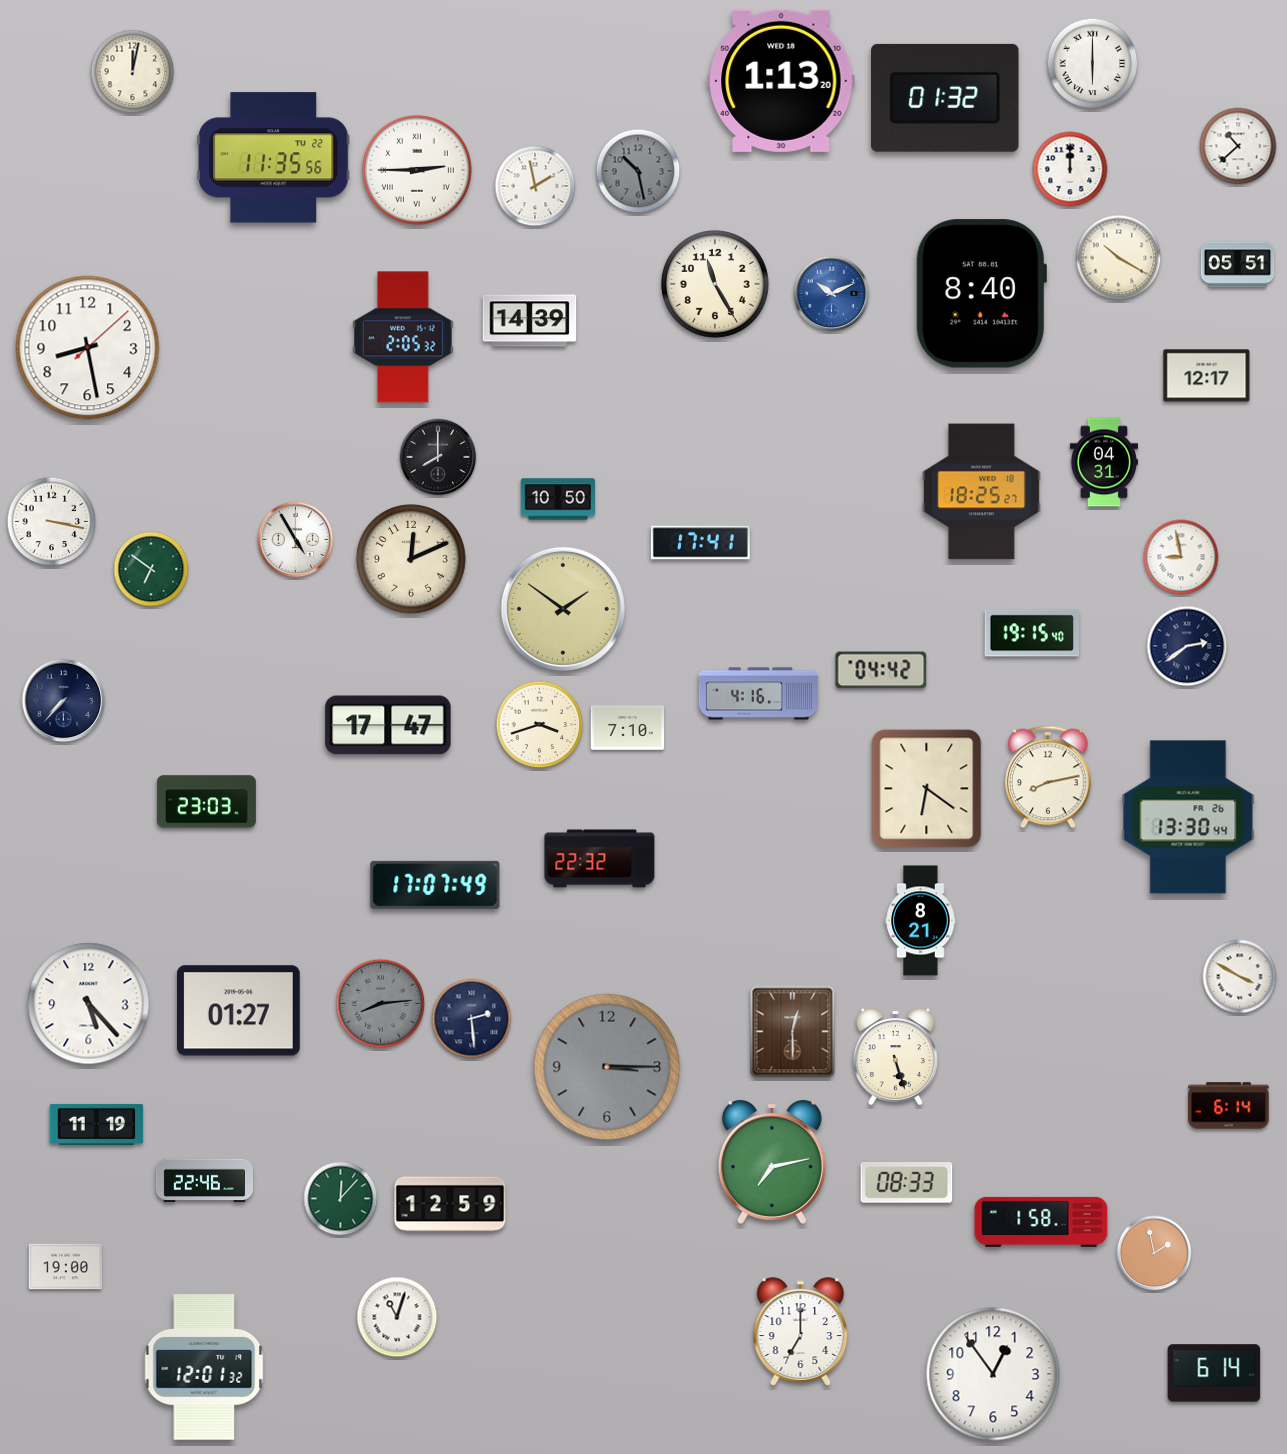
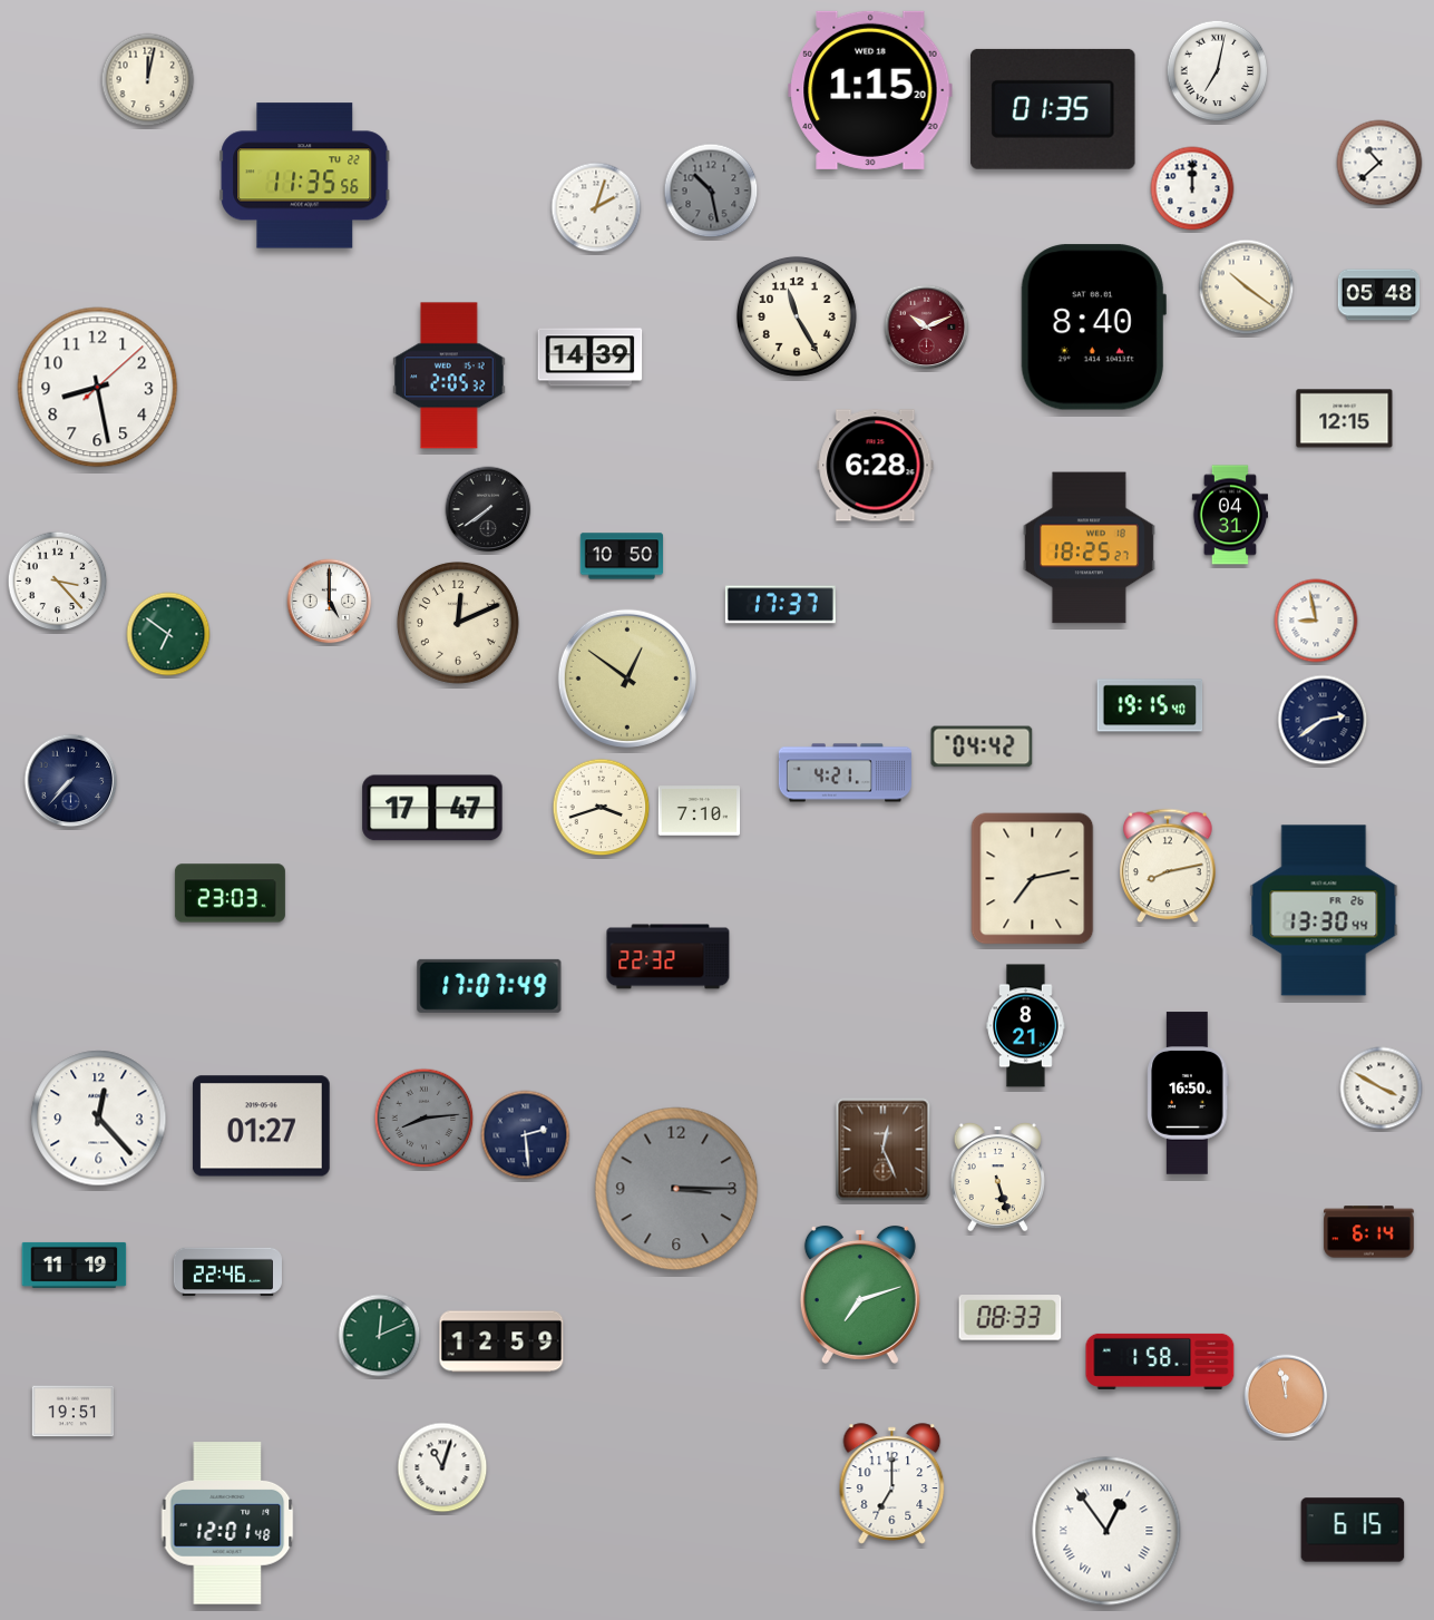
clock at (1093, 64): 6:00 -> 7:02
clock at (781, 81): 1:13 -> 1:15
clock at (945, 98): 01:32 -> 01:35
clock at (418, 171): 2:45 -> none
clock at (535, 186): 1:58 -> 2:03
clock at (1119, 258): 10:20 -> 10:21
clock at (1238, 265): 05:51 -> 05:48
clock at (832, 294) dial: blue -> burgundy
clock at (1207, 376): 12:17 -> 12:15
clock at (876, 466): none -> 6:28
clock at (438, 457): 8:00 -> 7:39
clock at (981, 492) position: (981, 492) -> (1089, 548)
clock at (52, 522): 3:17 -> 3:23
clock at (296, 540): 4:55 -> 5:00
clock at (700, 543): 17:41 -> 17:37
clock at (563, 609): 1:51 -> 12:51
clock at (758, 694): 4:16 -> 4:21
clock at (927, 789): 6:21 -> 7:13
clock at (435, 885) position: (435, 885) -> (489, 986)
clock at (1188, 1093): none -> 16:50
clock at (89, 1004): 5:23 -> 12:23
clock at (238, 1011) position: (238, 1011) -> (261, 1126)
clock at (793, 1032): 12:30 -> 12:26
clock at (97, 1124) position: (97, 1124) -> (75, 1265)
clock at (772, 1162): 7:13 -> 7:12
clock at (204, 1181) position: (204, 1181) -> (227, 1272)
clock at (341, 1199): 12:07 -> 12:11
clock at (1154, 1253): 1:58 -> 11:58
clock at (66, 1267): 19:00 -> 19:51
clock at (204, 1367): 12:01:32 -> 12:01:48
clock at (1214, 1373): 6:14 -> 6:15
clock at (993, 1374) numerals: Arabic -> Roman
